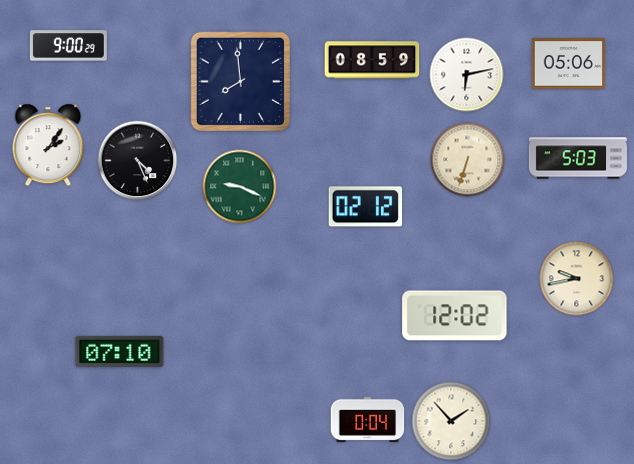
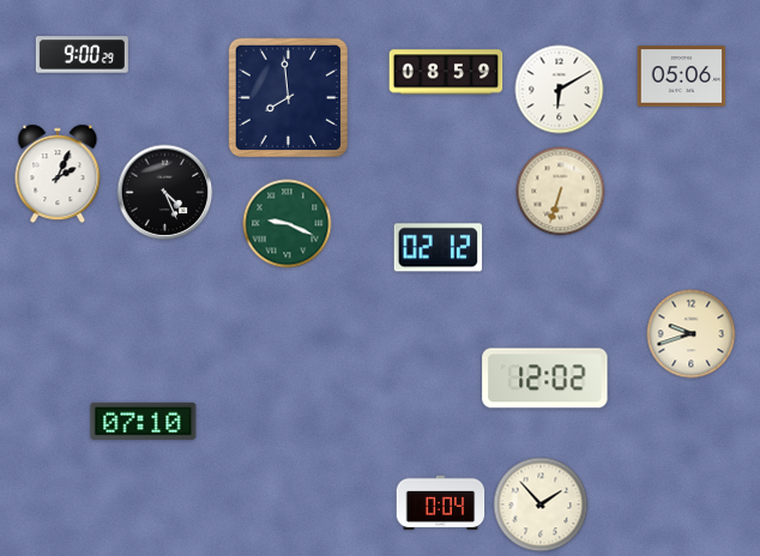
clock at (467, 75): 6:13 -> 6:10
clock at (48, 145): 2:06 -> 2:04
clock at (578, 158): 5:03 -> none
clock at (577, 279): 9:43 -> 9:42
